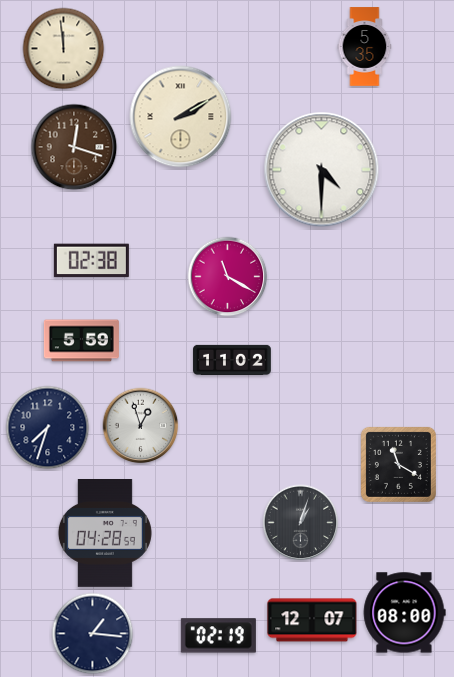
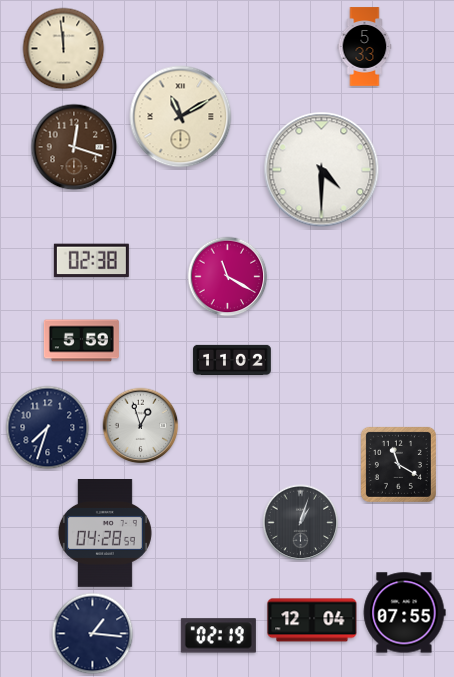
clock at (365, 47): 5:35 -> 5:33
clock at (181, 117): 2:10 -> 11:10
clock at (404, 613): 08:00 -> 07:55
clock at (312, 620): 12:07 -> 12:04
